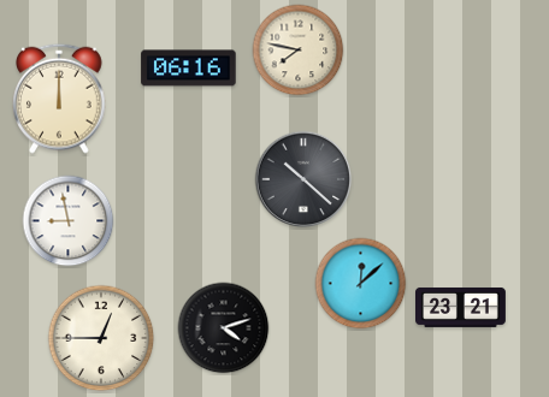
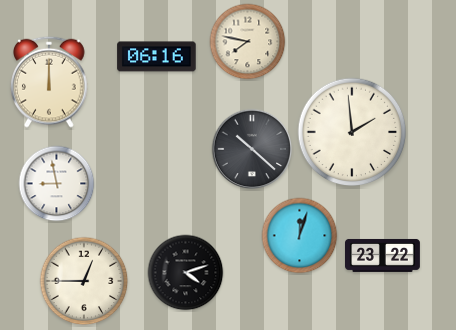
clock at (352, 132): none -> 1:59
clock at (361, 284): 12:08 -> 12:03
clock at (461, 307): 23:21 -> 23:22
